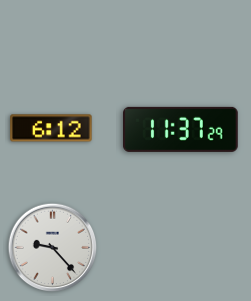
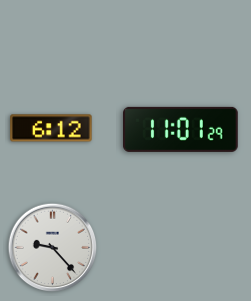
clock at (181, 129): 11:37 -> 11:01
